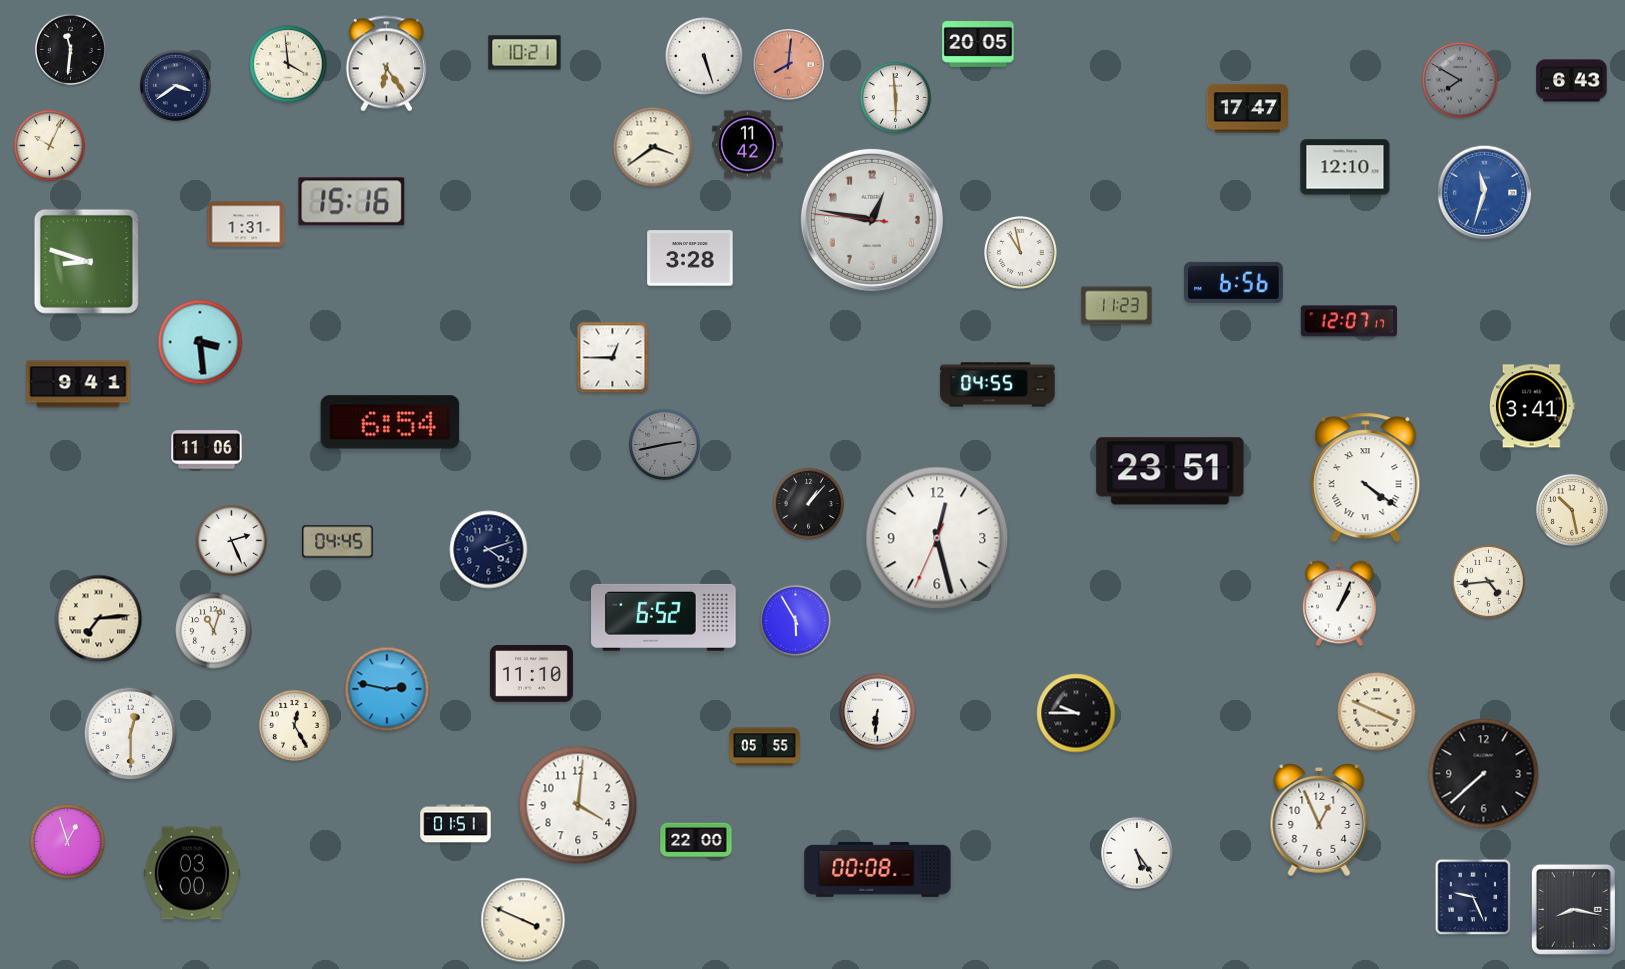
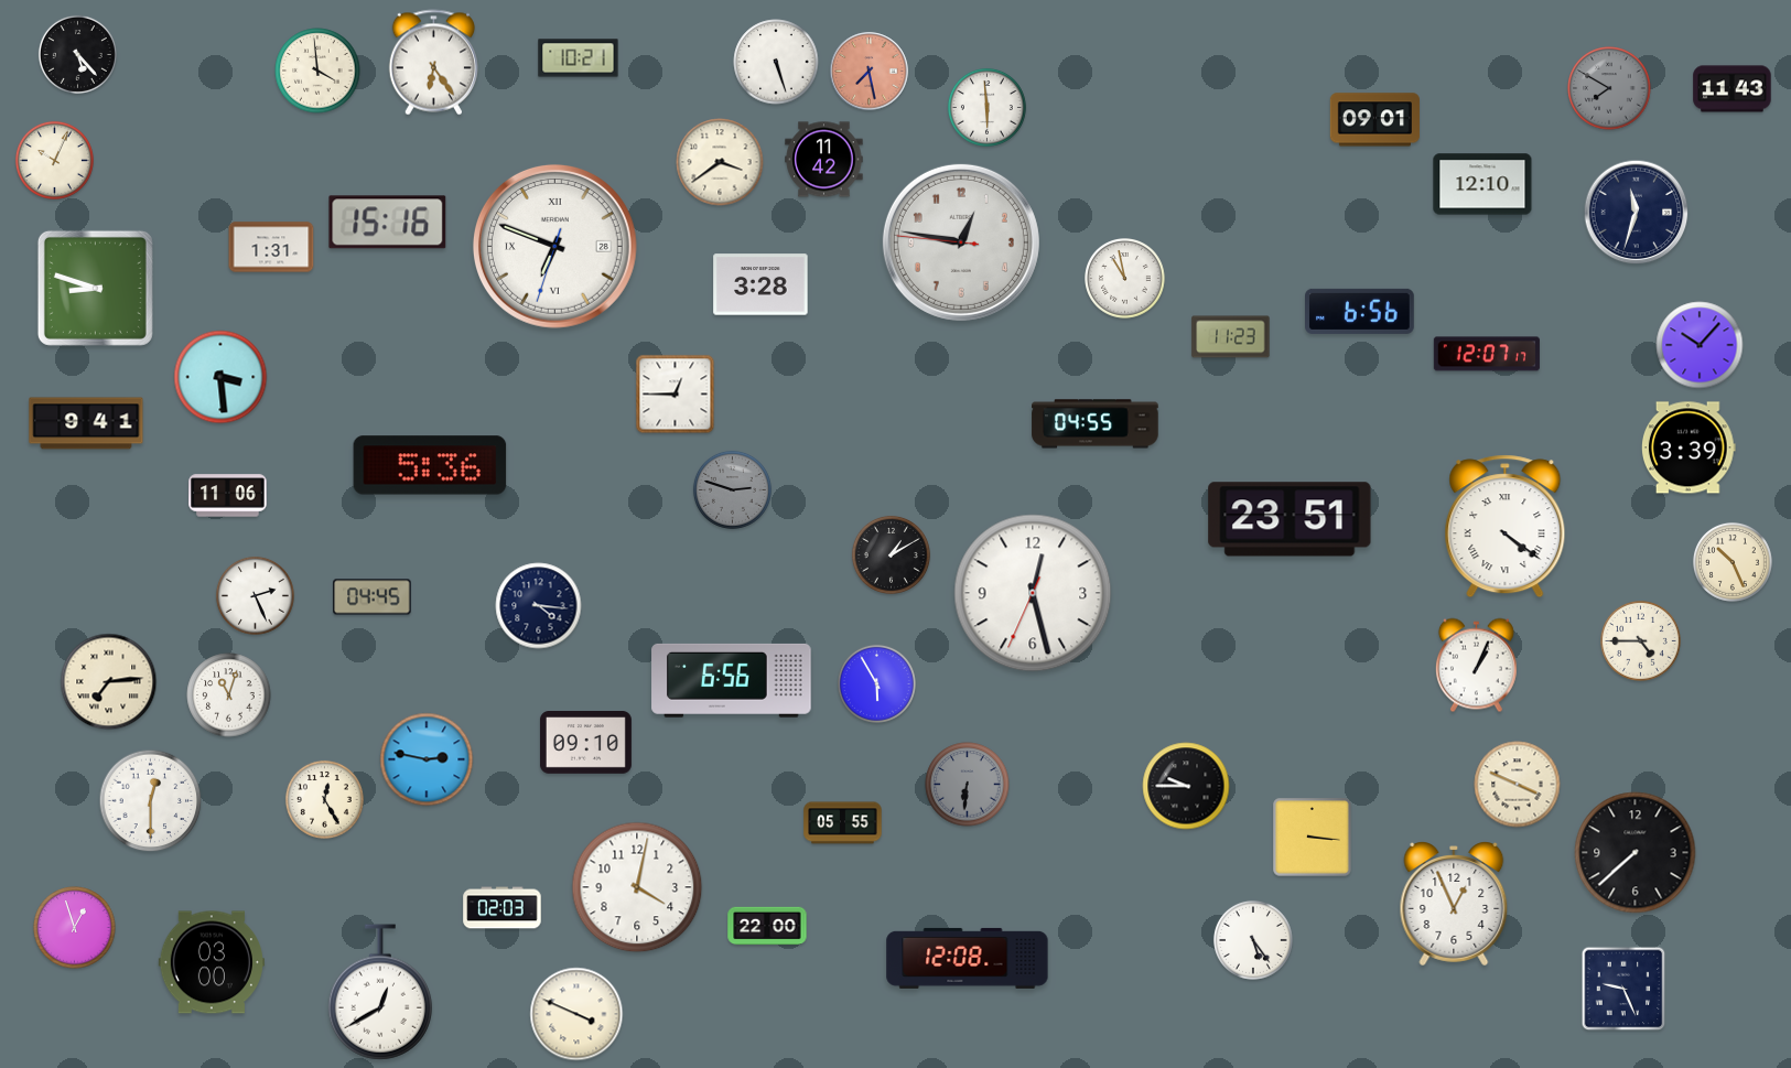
clock at (978, 45): 20:05 -> none
clock at (70, 49): 11:31 -> 5:23
clock at (386, 64) position: (386, 64) -> (433, 63)
clock at (789, 65): 8:01 -> 7:28
clock at (1572, 81): 6:43 -> 11:43
clock at (175, 85): 3:39 -> none
clock at (1247, 109): 17:47 -> 09:01
clock at (1485, 193) dial: blue -> navy
clock at (554, 246): none -> 6:48
clock at (1700, 345): none -> 10:07
clock at (998, 385) position: (998, 385) -> (1096, 424)
clock at (1532, 406): 3:41 -> 3:39
clock at (390, 422): 6:54 -> 5:36
clock at (664, 444): 2:43 -> 2:48
clock at (808, 503): 1:07 -> 1:10
clock at (1572, 510): 10:28 -> 10:26
clock at (489, 550): 4:12 -> 4:16
clock at (1489, 582): 4:44 -> 4:45
clock at (664, 617): 6:52 -> 6:56
clock at (214, 631) position: (214, 631) -> (229, 695)
clock at (531, 674): 11:10 -> 09:10
clock at (878, 712) dial: white -> grey
clock at (131, 734) position: (131, 734) -> (151, 801)
clock at (1313, 838): none -> 3:16
clock at (578, 805): 4:01 -> 4:02
clock at (456, 824): 01:51 -> 02:03
clock at (878, 869): 00:08 -> 12:08
clock at (380, 992): none -> 12:40
clock at (1573, 909): 8:17 -> none
